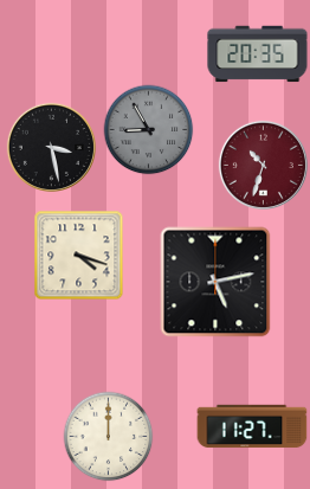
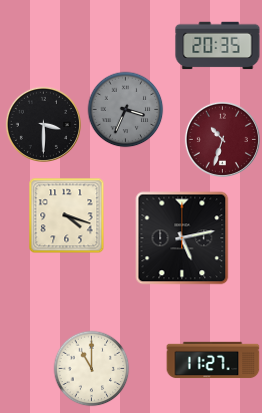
clock at (149, 130): 8:55 -> 3:34
clock at (51, 147): 3:28 -> 3:30
clock at (109, 437): 12:00 -> 11:00
